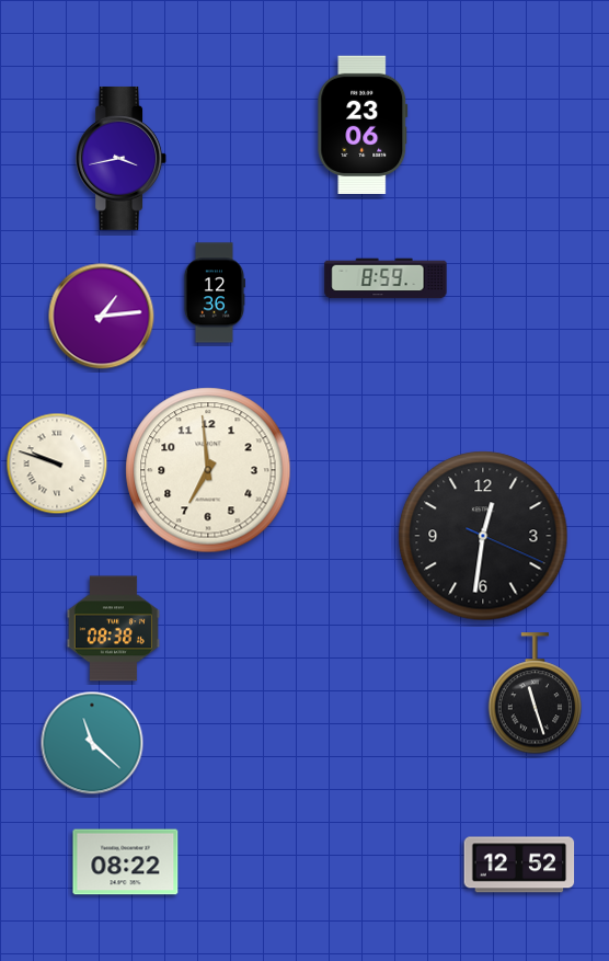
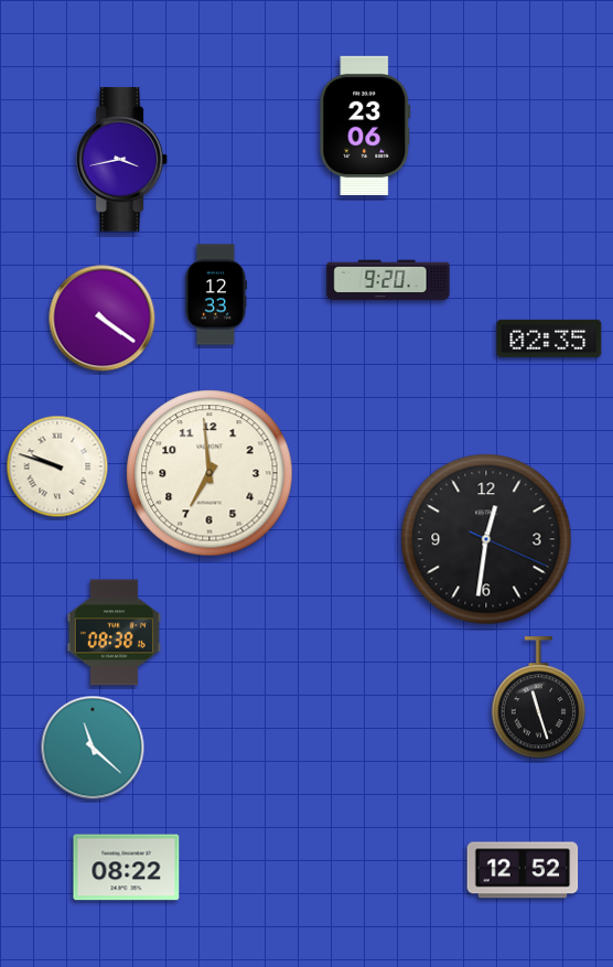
clock at (386, 278): 8:59 -> 9:20
clock at (214, 293): 12:36 -> 12:33
clock at (102, 317): 1:14 -> 4:21
clock at (549, 339): none -> 02:35
